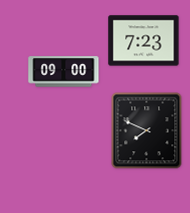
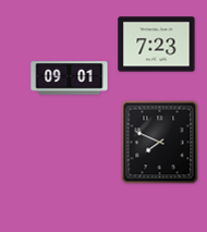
clock at (64, 72): 09:00 -> 09:01
